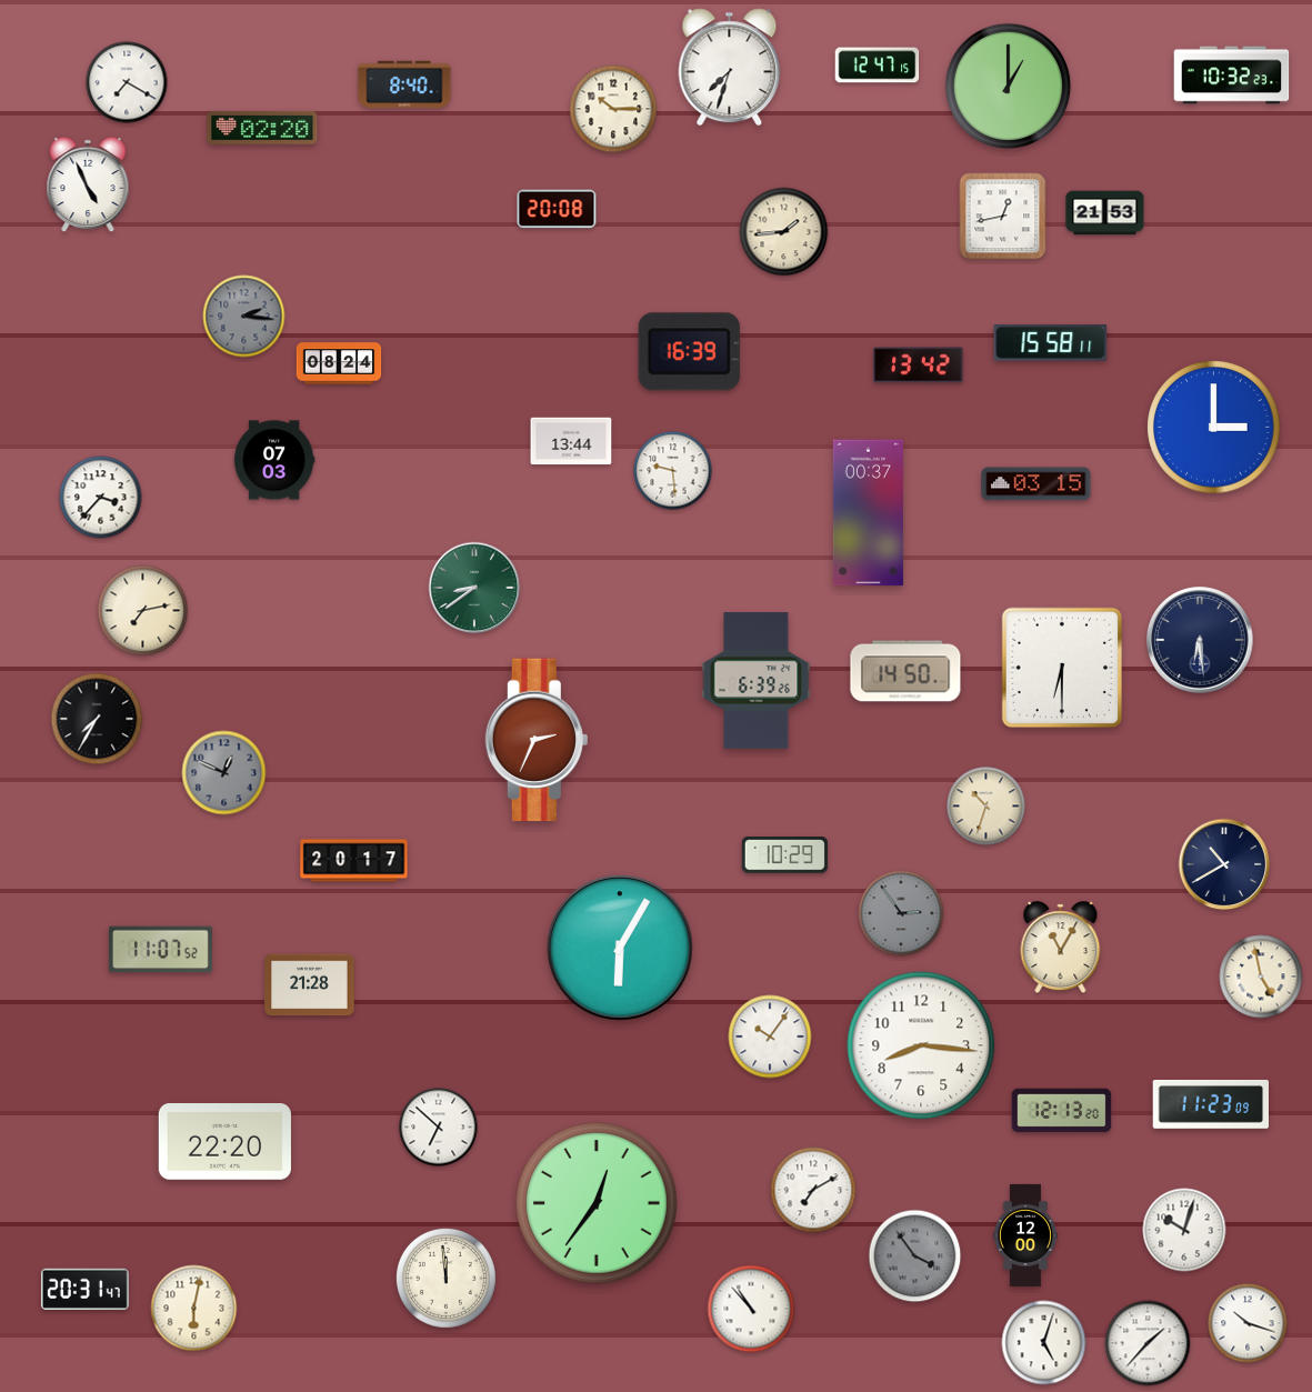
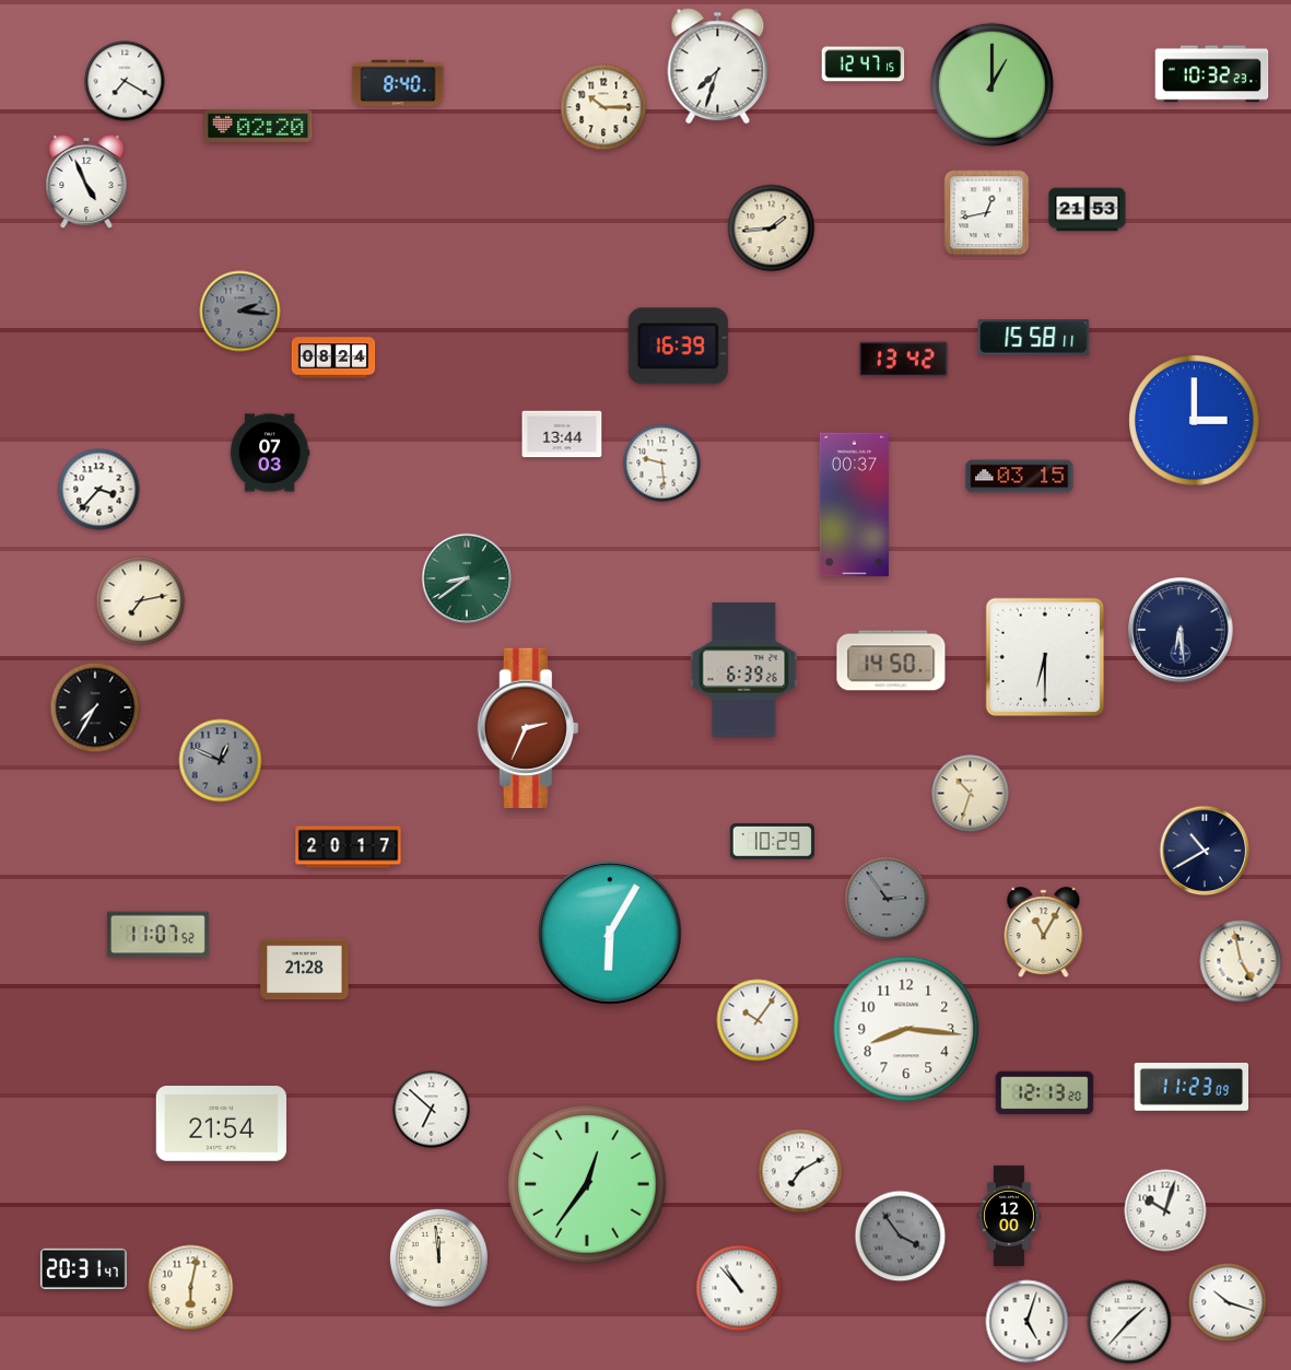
clock at (557, 209): 20:08 -> none
clock at (224, 1142): 22:20 -> 21:54
